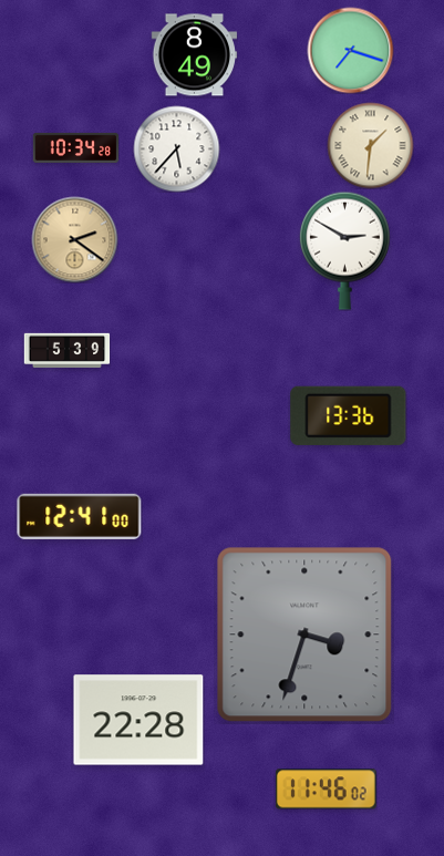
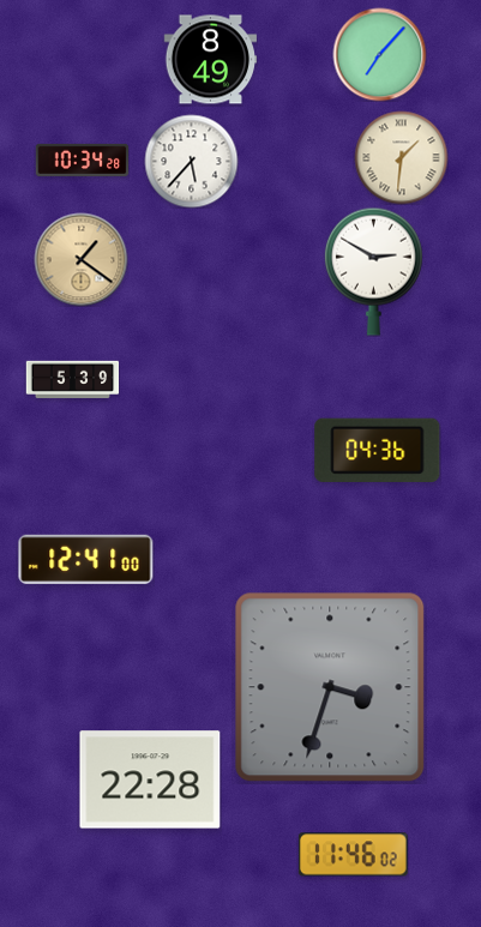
clock at (350, 50): 7:18 -> 7:07
clock at (74, 239): 2:21 -> 1:21
clock at (349, 415): 13:36 -> 04:36
